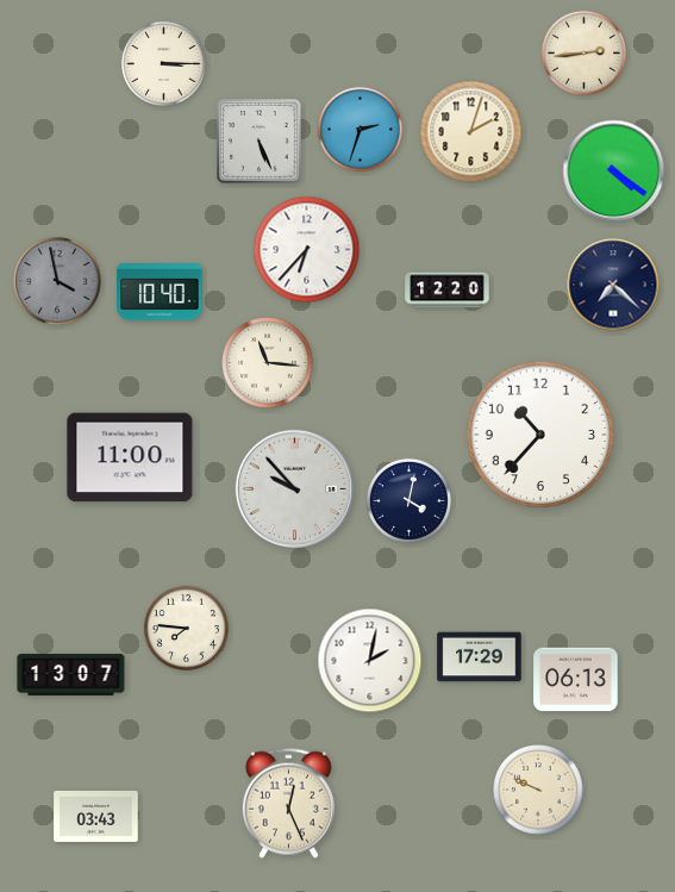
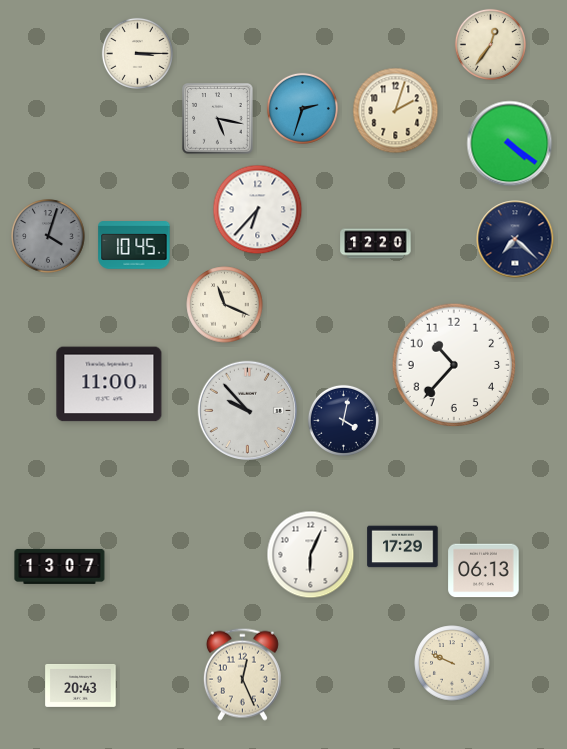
clock at (583, 52): 2:44 -> 12:36
clock at (260, 142): 5:26 -> 5:17
clock at (614, 171) position: (614, 171) -> (510, 144)
clock at (58, 282): 3:58 -> 4:03
clock at (160, 292): 10:40 -> 10:45
clock at (268, 363): 11:16 -> 11:19
clock at (186, 628): 7:46 -> none
clock at (480, 657) position: (480, 657) -> (403, 547)
clock at (370, 661): 2:02 -> 6:04
clock at (96, 816): 03:43 -> 20:43
